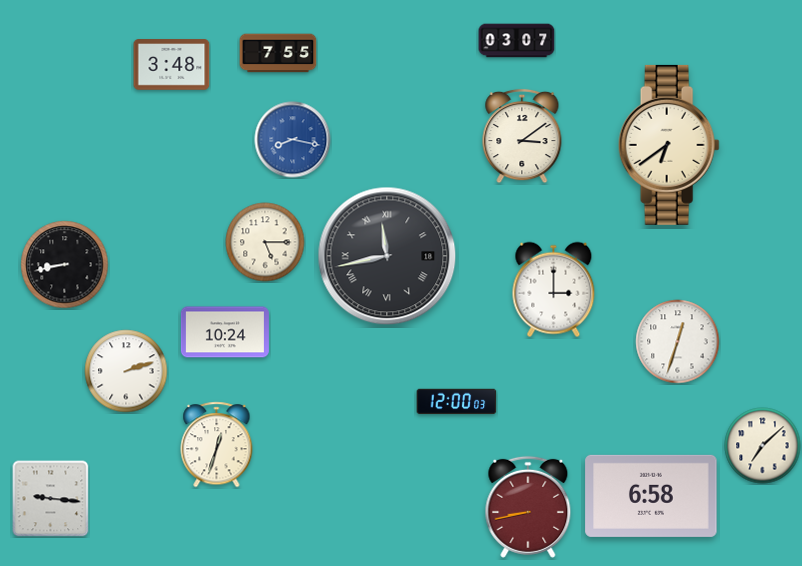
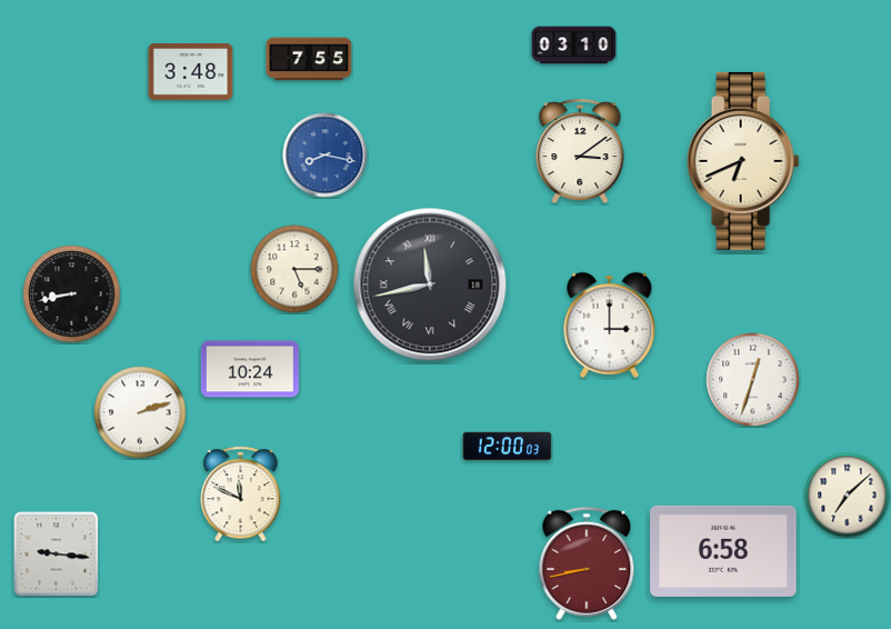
clock at (517, 41): 03:07 -> 03:10
clock at (669, 145): 6:39 -> 6:41
clock at (554, 290) position: (554, 290) -> (610, 326)
clock at (217, 445): 12:33 -> 11:49
